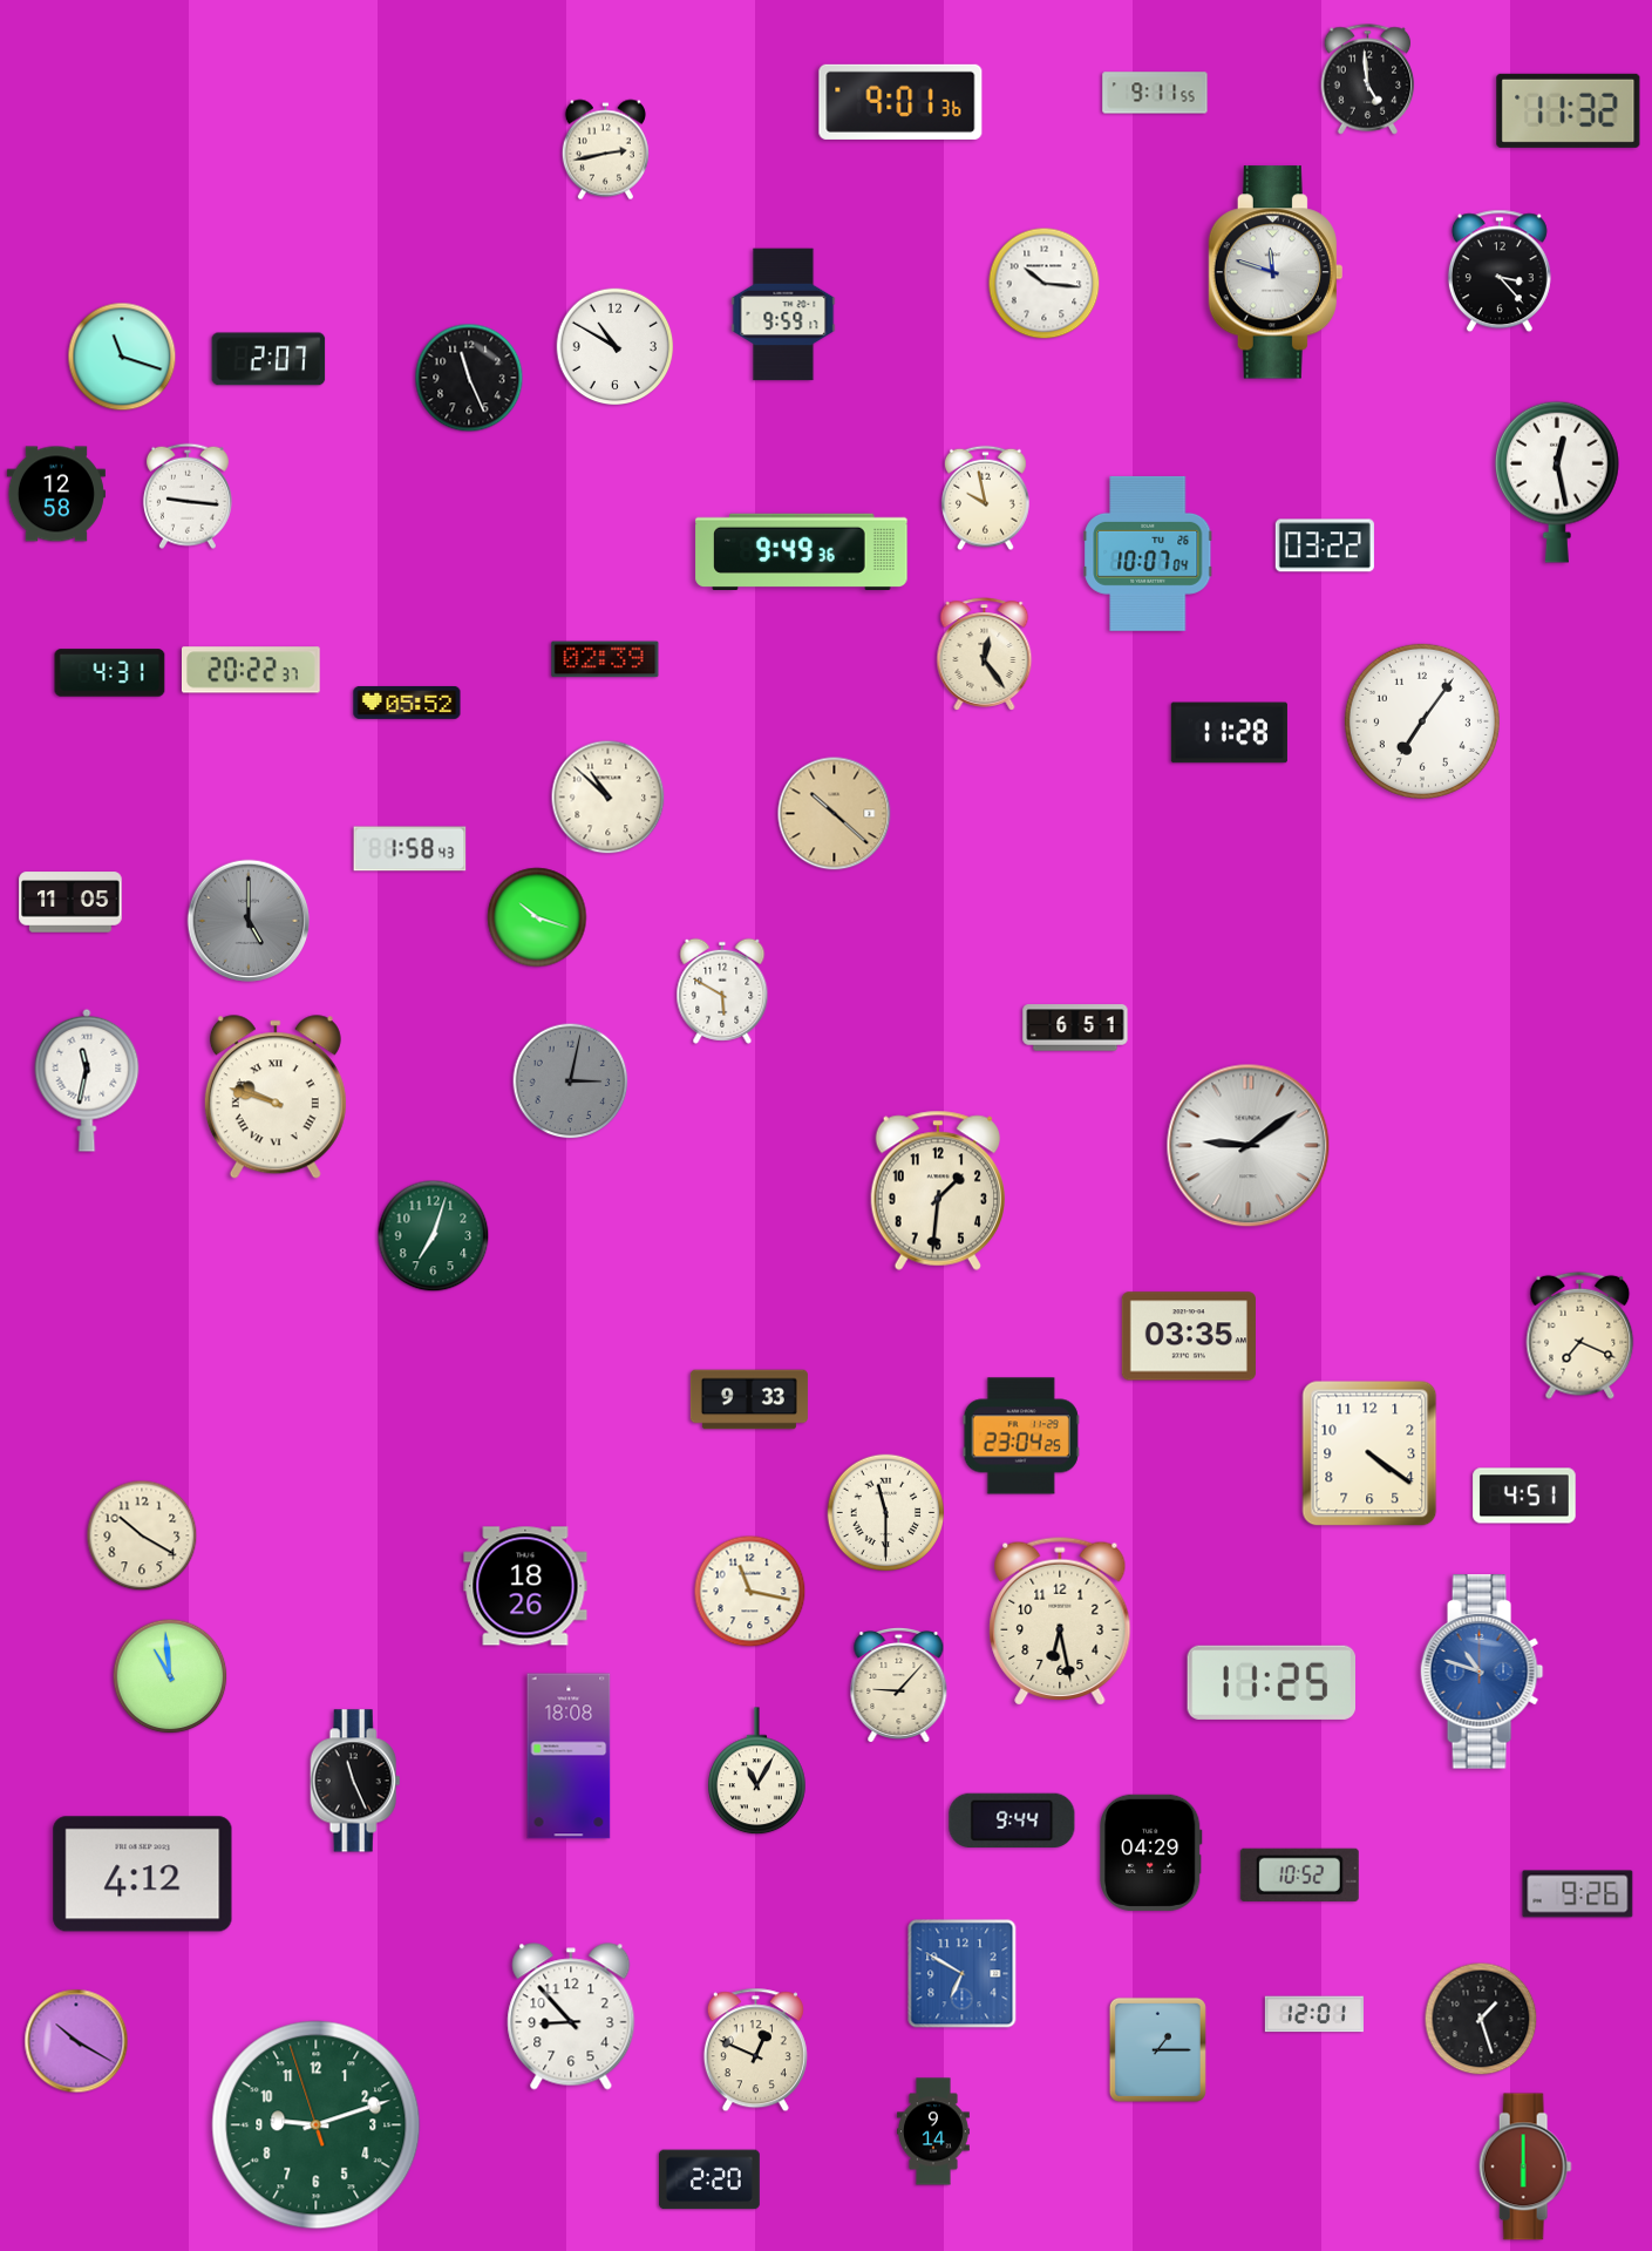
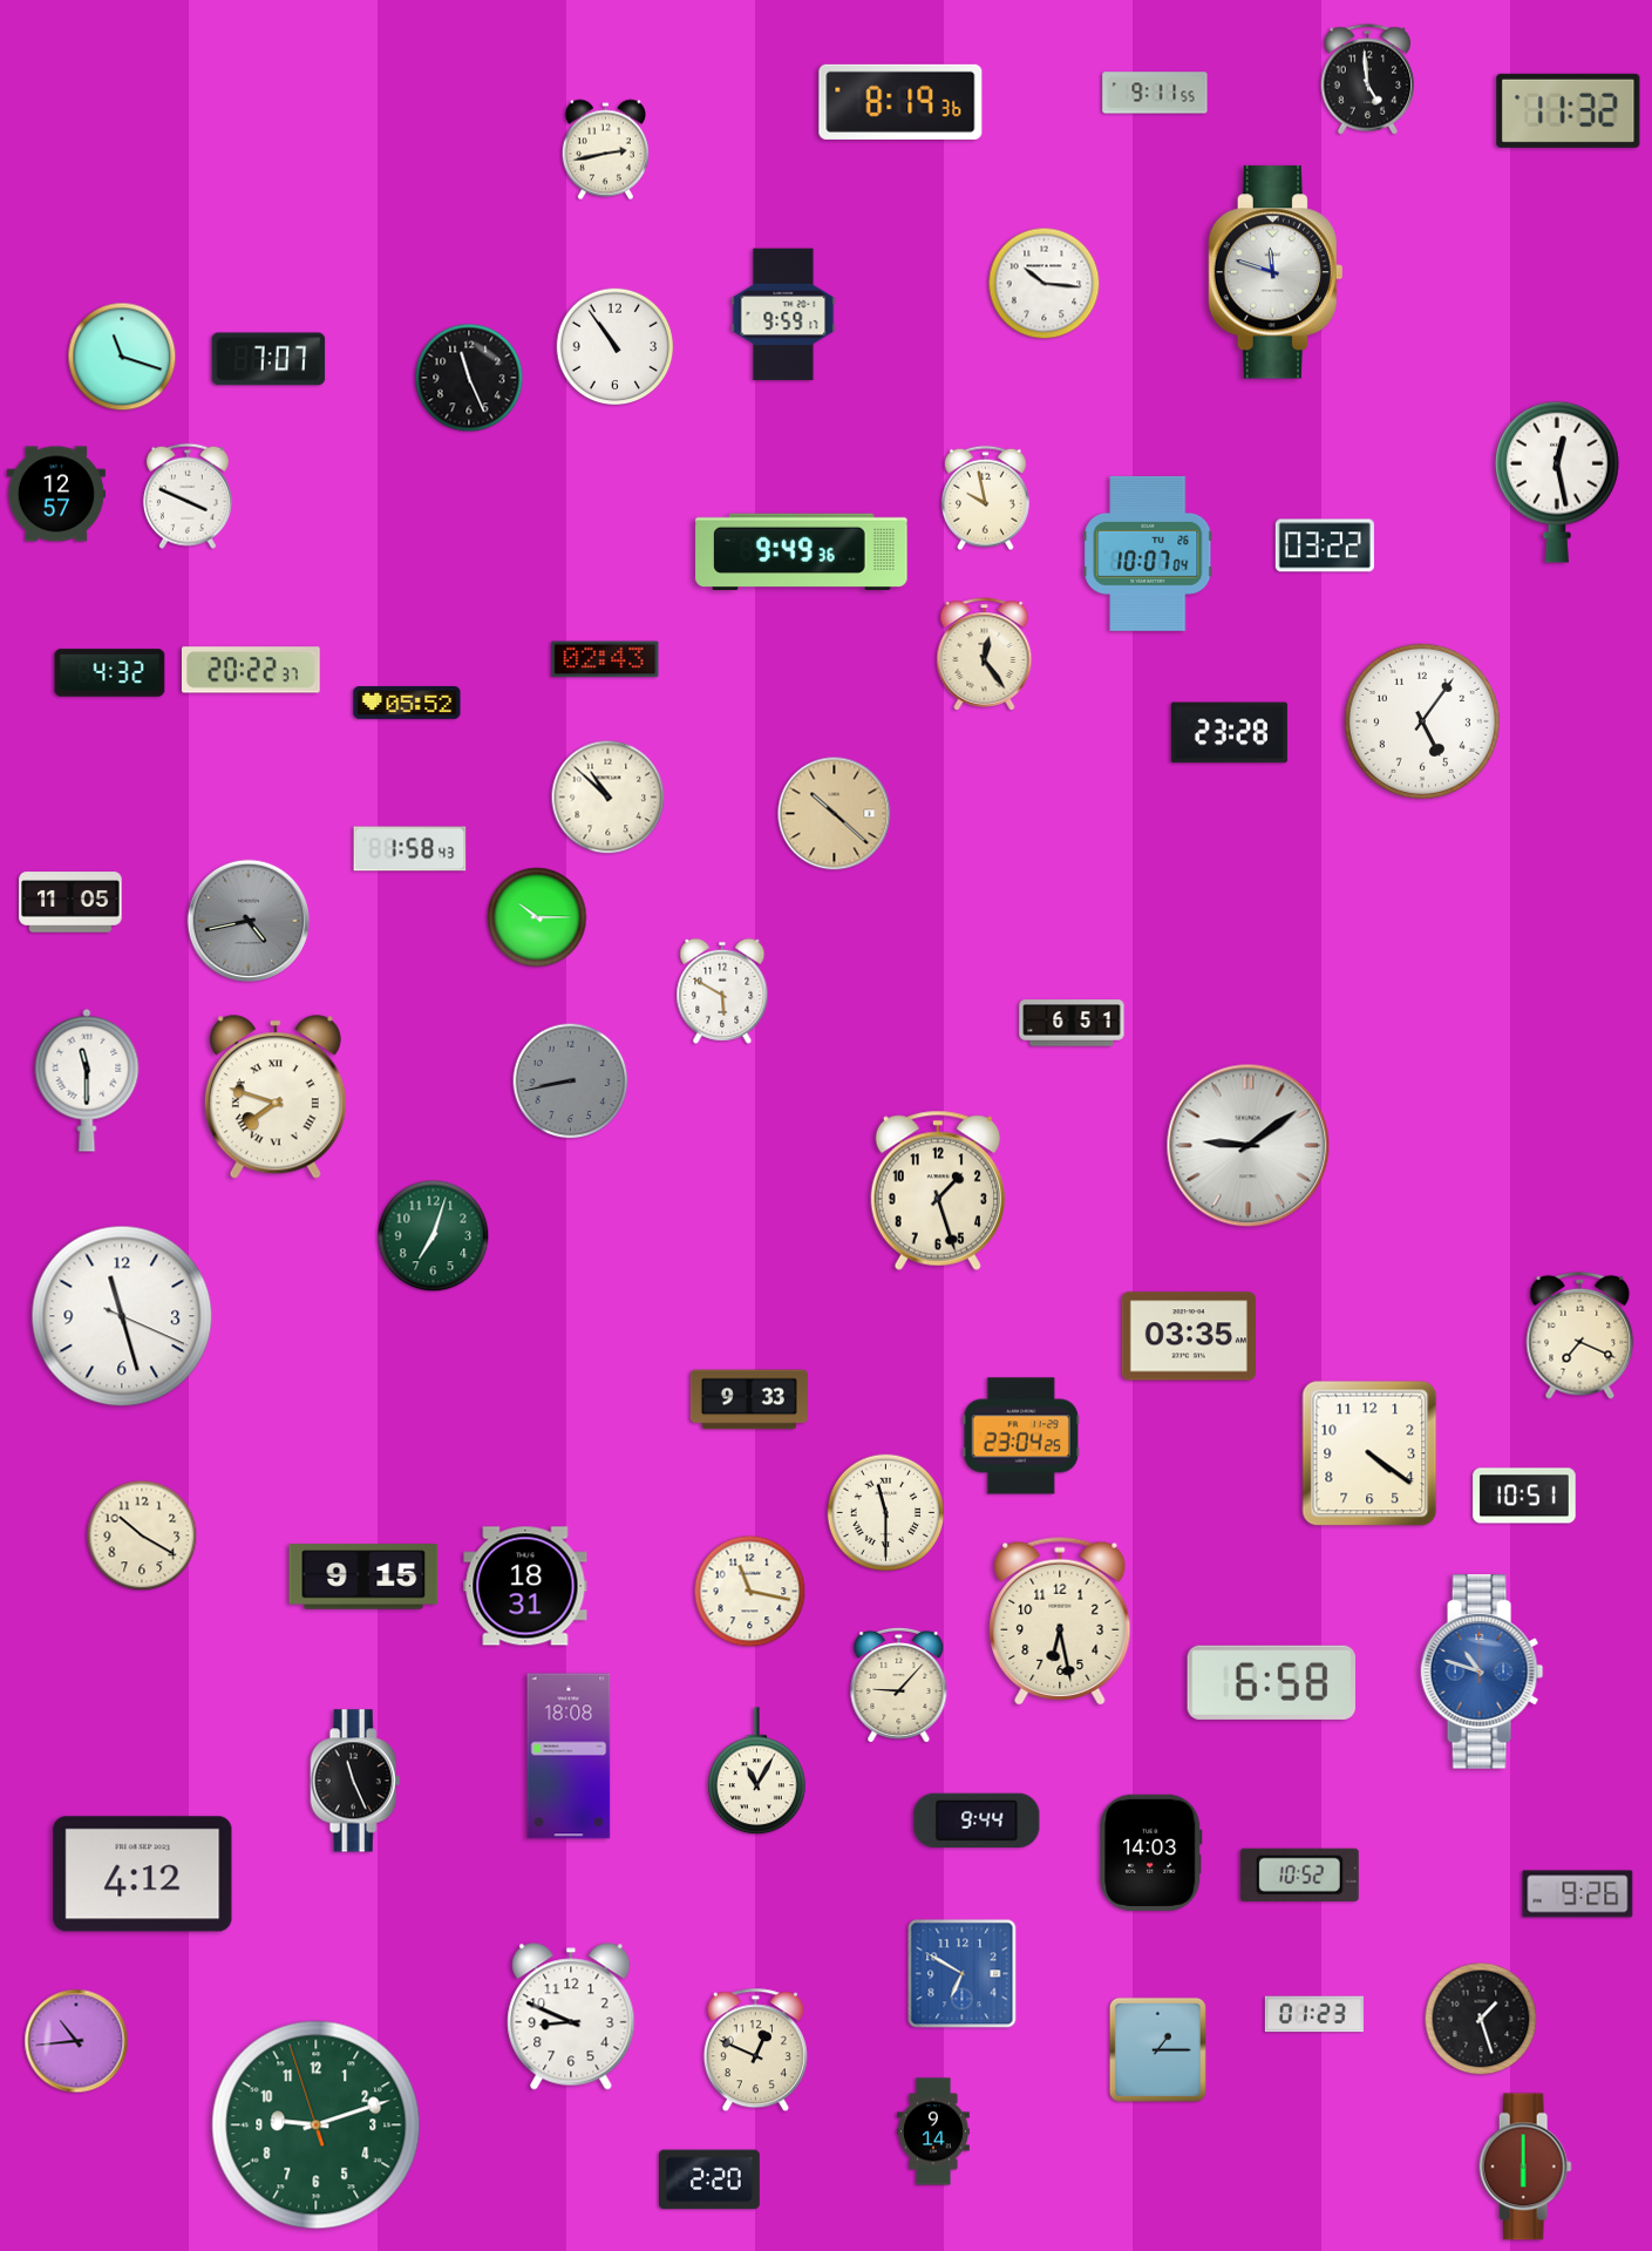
clock at (900, 102): 9:01 -> 8:19
clock at (1500, 271): 3:23 -> none
clock at (616, 347): 10:50 -> 10:54
clock at (268, 359): 2:07 -> 7:07
clock at (56, 494): 12:58 -> 12:57
clock at (188, 496): 9:16 -> 3:49
clock at (605, 659): 02:39 -> 02:43
clock at (110, 673): 4:31 -> 4:32
clock at (1422, 721): 7:06 -> 5:06
clock at (1229, 733): 11:28 -> 23:28
clock at (537, 917): 10:18 -> 10:15
clock at (249, 921): 5:00 -> 4:43
clock at (1075, 1028) position: (1075, 1028) -> (1072, 1023)
clock at (87, 1080): 11:32 -> 11:30
clock at (571, 1082): 3:02 -> 8:43
clock at (276, 1098): 9:48 -> 7:48
clock at (937, 1191): 1:31 -> 1:27
clock at (122, 1316): none -> 11:27
clock at (1524, 1496): 4:51 -> 10:51
clock at (363, 1577): none -> 9:15
clock at (525, 1586): 18:26 -> 18:31
clock at (170, 1676): 10:59 -> none
clock at (1271, 1682): 11:25 -> 6:58
clock at (1012, 1819) position: (1012, 1819) -> (977, 1819)
clock at (1151, 1852): 04:29 -> 14:03
clock at (1314, 2014): 12:01 -> 01:23
clock at (571, 2016): 8:53 -> 8:49
clock at (76, 2041): 10:20 -> 10:44
